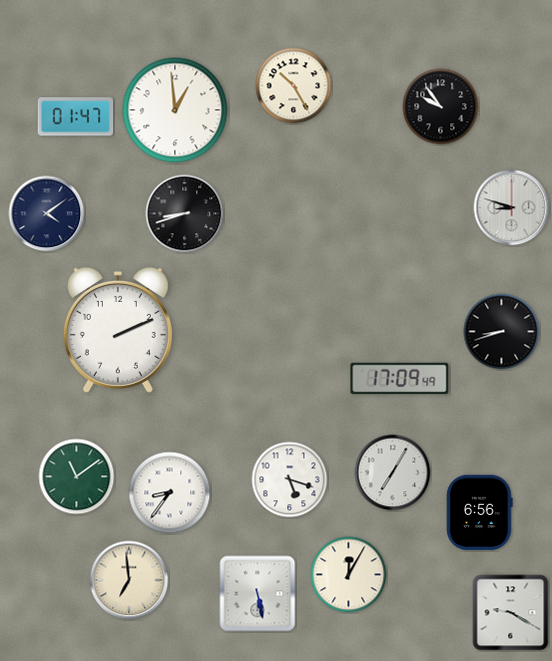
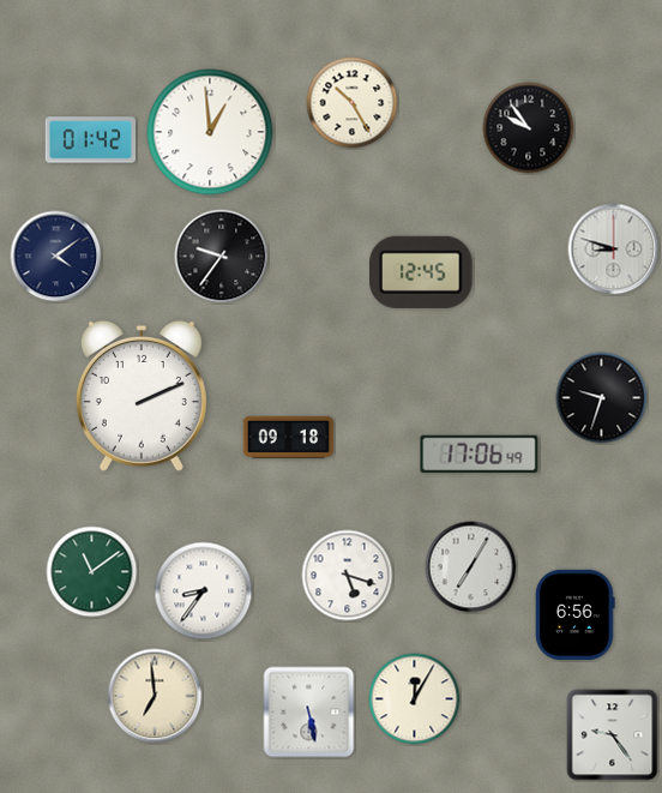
clock at (76, 117): 01:47 -> 01:42
clock at (185, 214): 8:42 -> 9:36
clock at (421, 272): none -> 12:45
clock at (502, 332): 8:42 -> 9:33
clock at (289, 438): none -> 09:18
clock at (400, 379): 17:09 -> 17:06
clock at (349, 575) position: (349, 575) -> (415, 699)
clock at (511, 613): 9:20 -> 9:24
